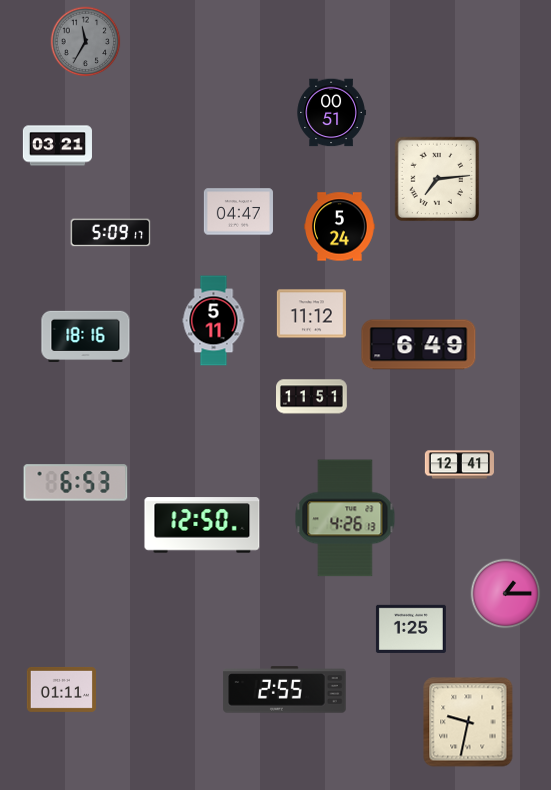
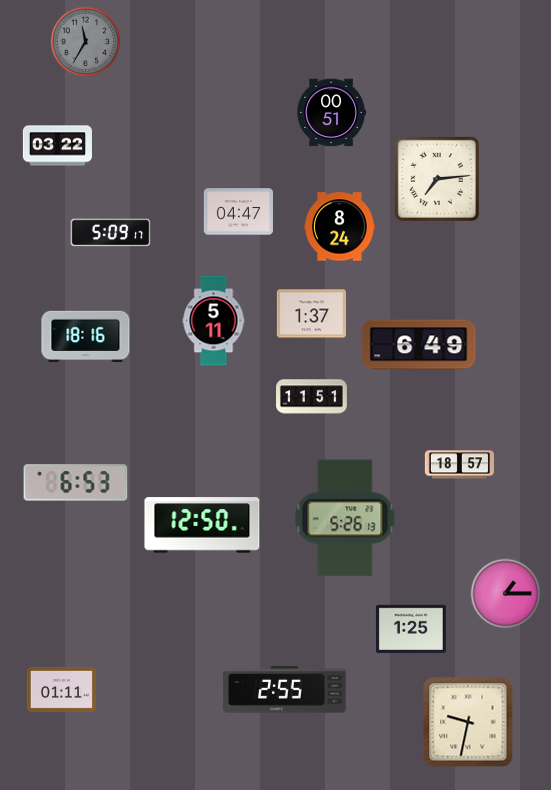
clock at (57, 146): 03:21 -> 03:22
clock at (340, 227): 5:24 -> 8:24
clock at (311, 314): 11:12 -> 1:37
clock at (459, 465): 12:41 -> 18:57
clock at (345, 518): 4:26 -> 5:26
